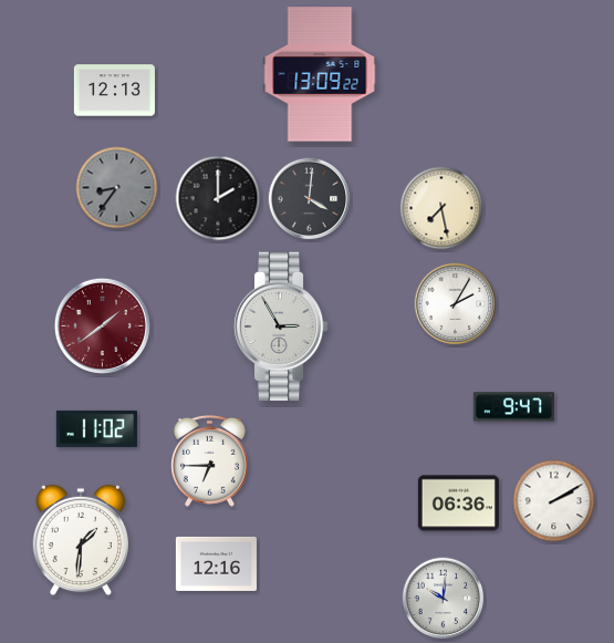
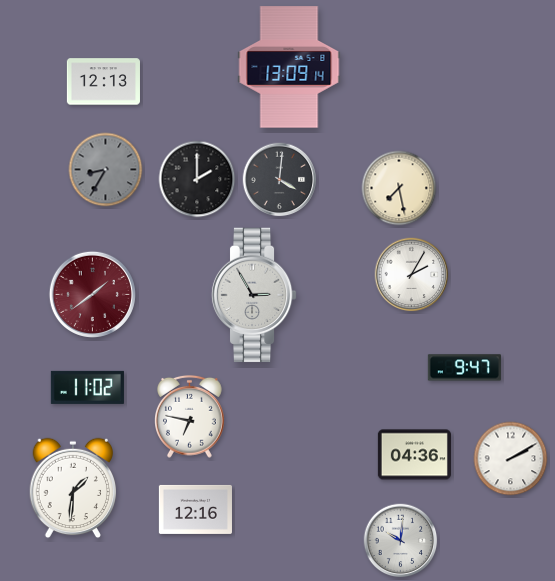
clock at (320, 74): 13:09:22 -> 13:09:14
clock at (117, 188): 8:36 -> 8:35
clock at (210, 460): 6:45 -> 6:47
clock at (554, 501) position: (554, 501) -> (511, 459)
clock at (458, 504): 06:36 -> 04:36
